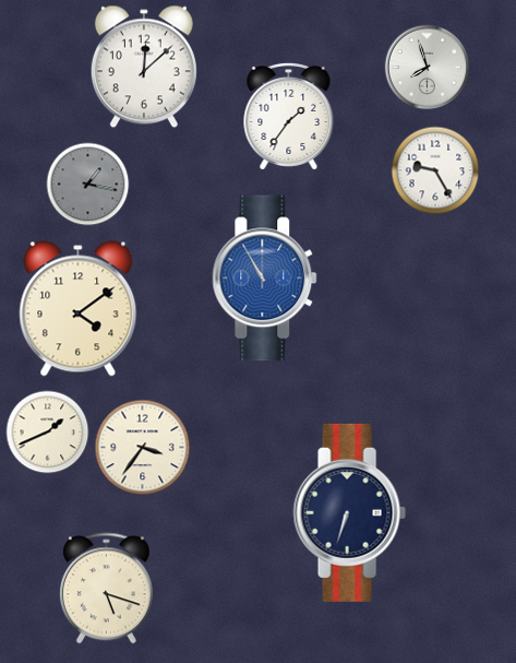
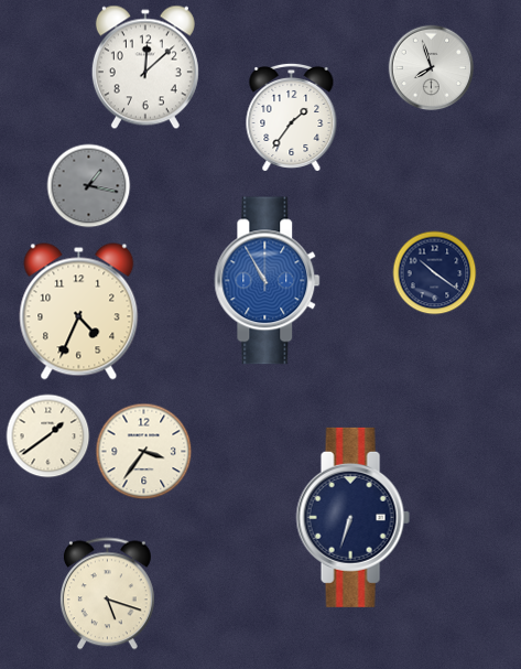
clock at (435, 170): 9:25 -> none
clock at (435, 273): none -> 10:21
clock at (79, 309): 4:09 -> 4:34
clock at (48, 433): 1:41 -> 1:39
